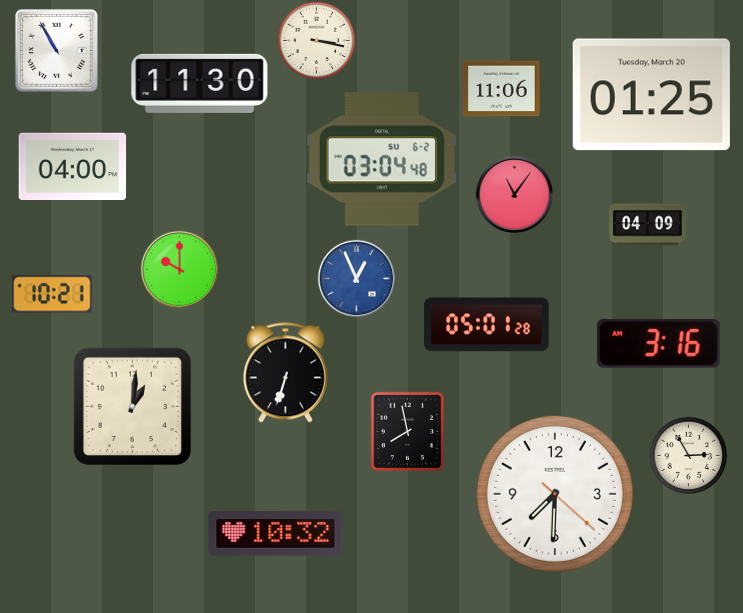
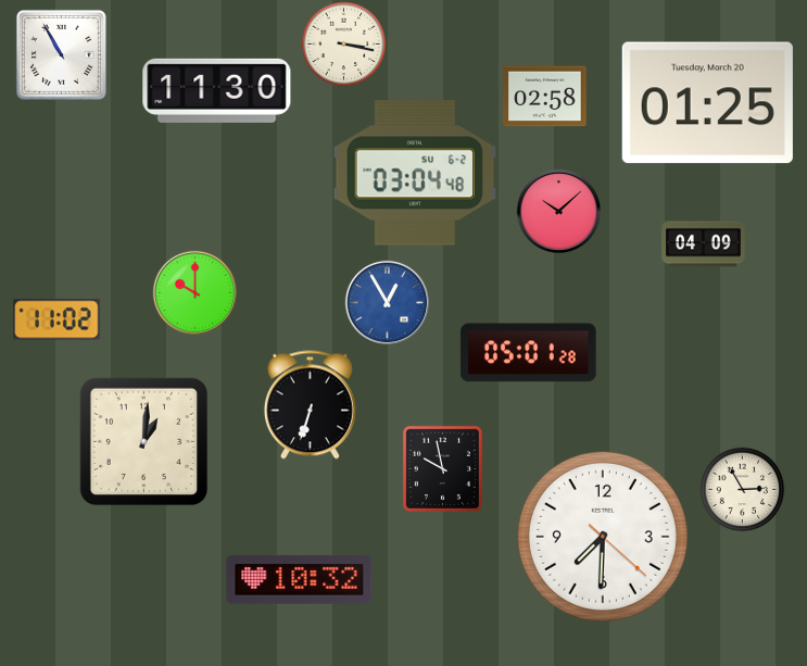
clock at (502, 89): 11:06 -> 02:58
clock at (73, 166): 04:00 -> none
clock at (514, 194): 11:06 -> 10:08
clock at (356, 278): 12:56 -> 12:55
clock at (52, 294): 10:21 -> 11:02
clock at (658, 343): 3:16 -> none
clock at (407, 431): 7:58 -> 9:58
clock at (688, 455) position: (688, 455) -> (742, 489)
